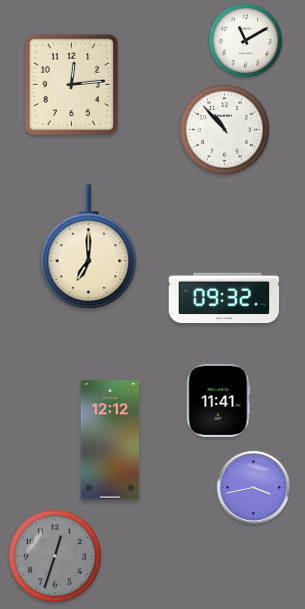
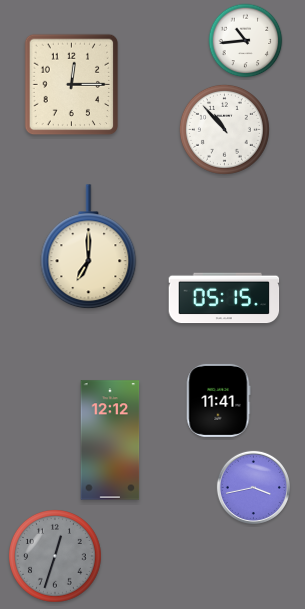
clock at (246, 41): 11:10 -> 10:44
clock at (72, 85): 12:14 -> 12:15
clock at (224, 298): 09:32 -> 05:15
